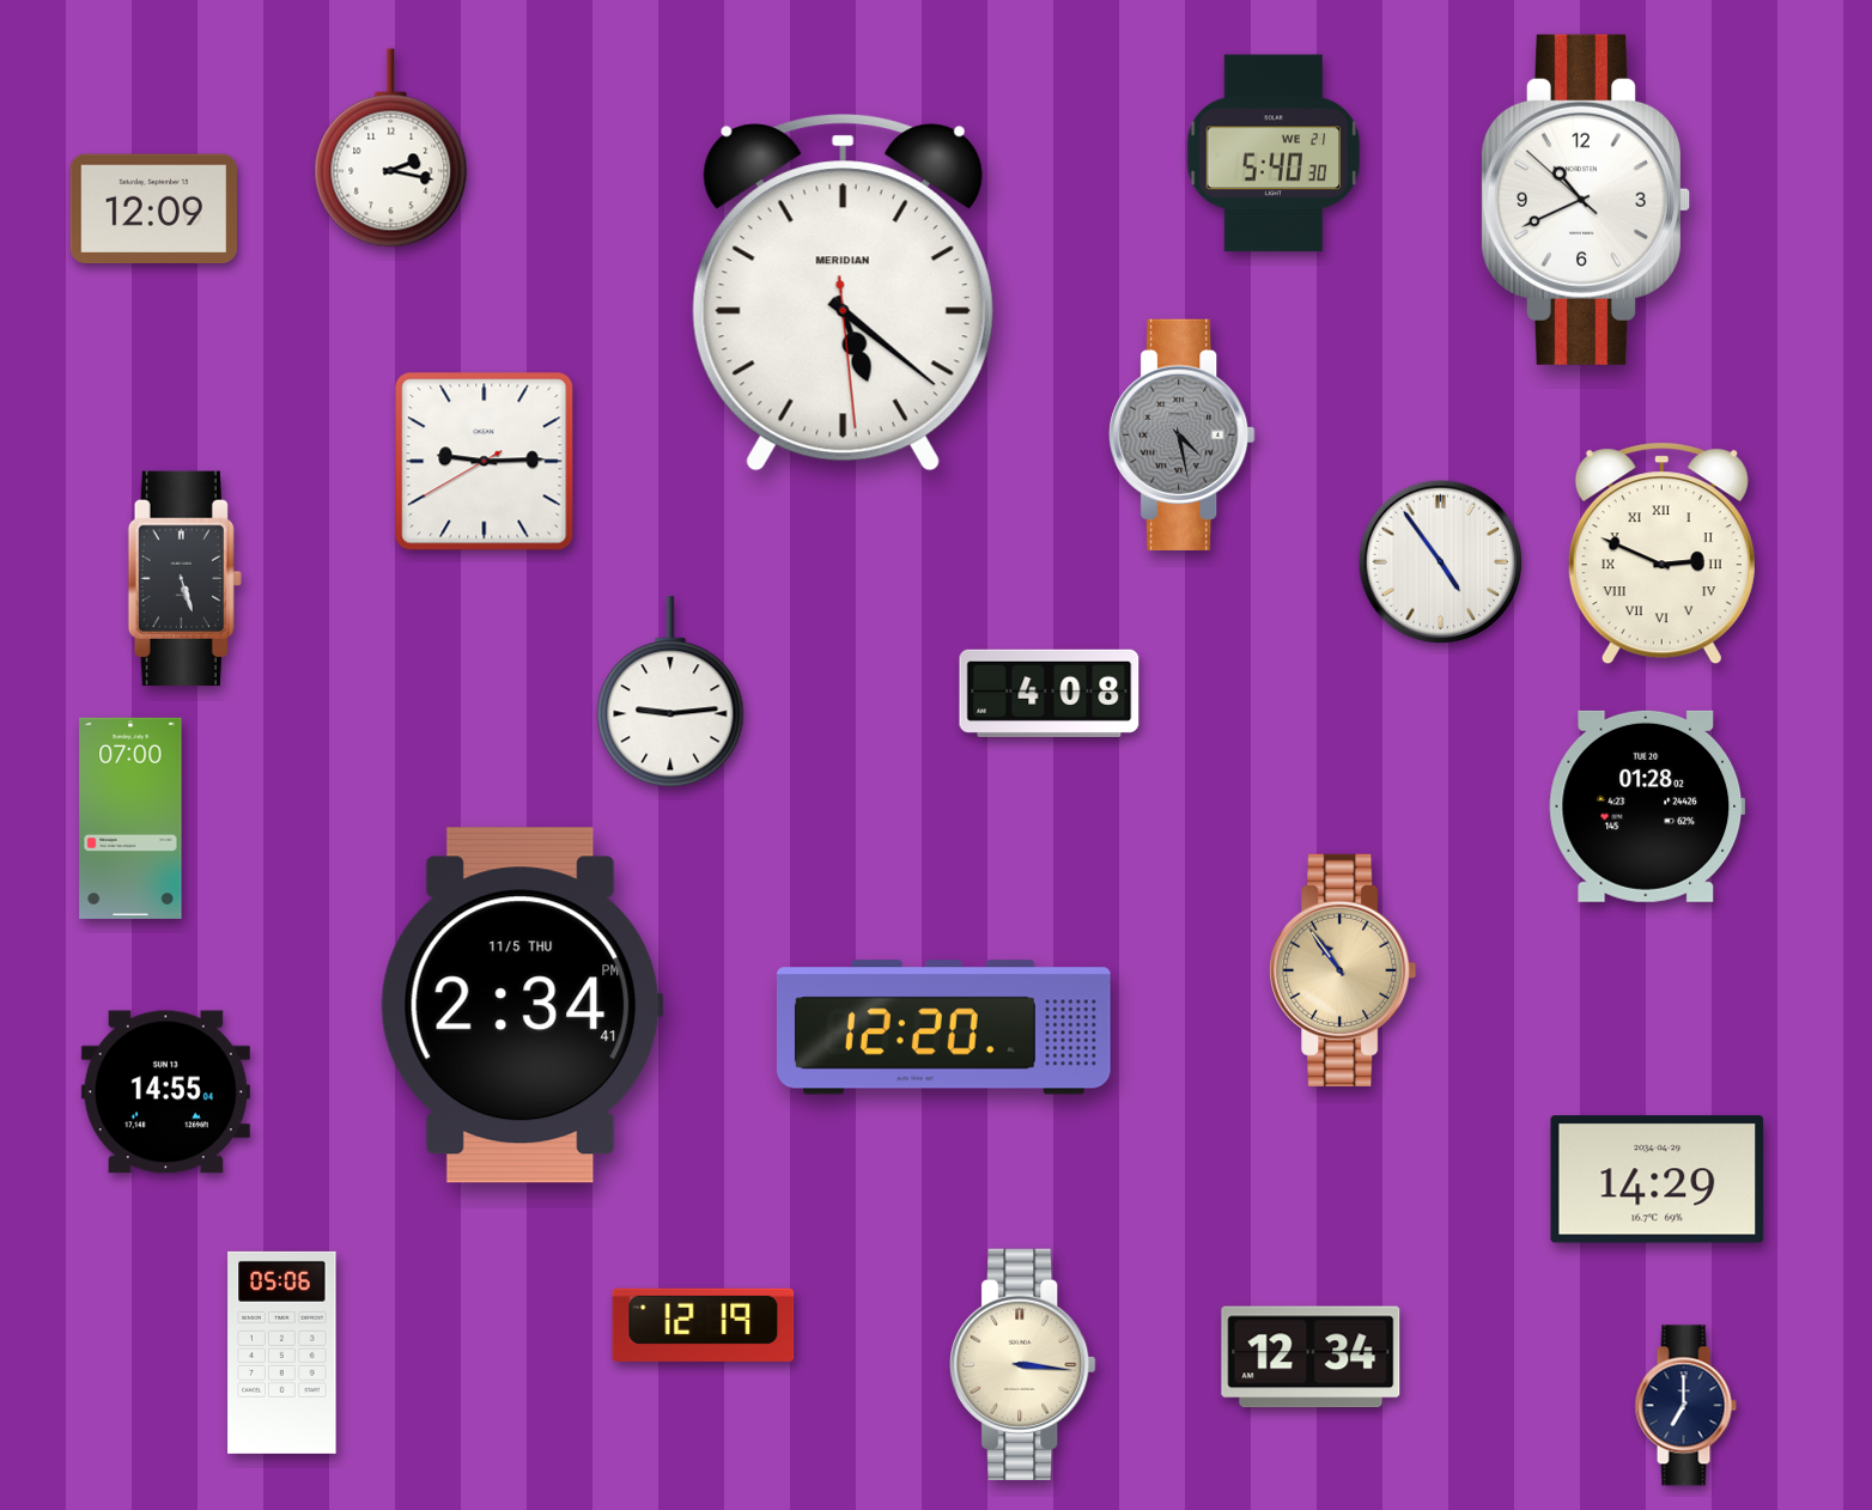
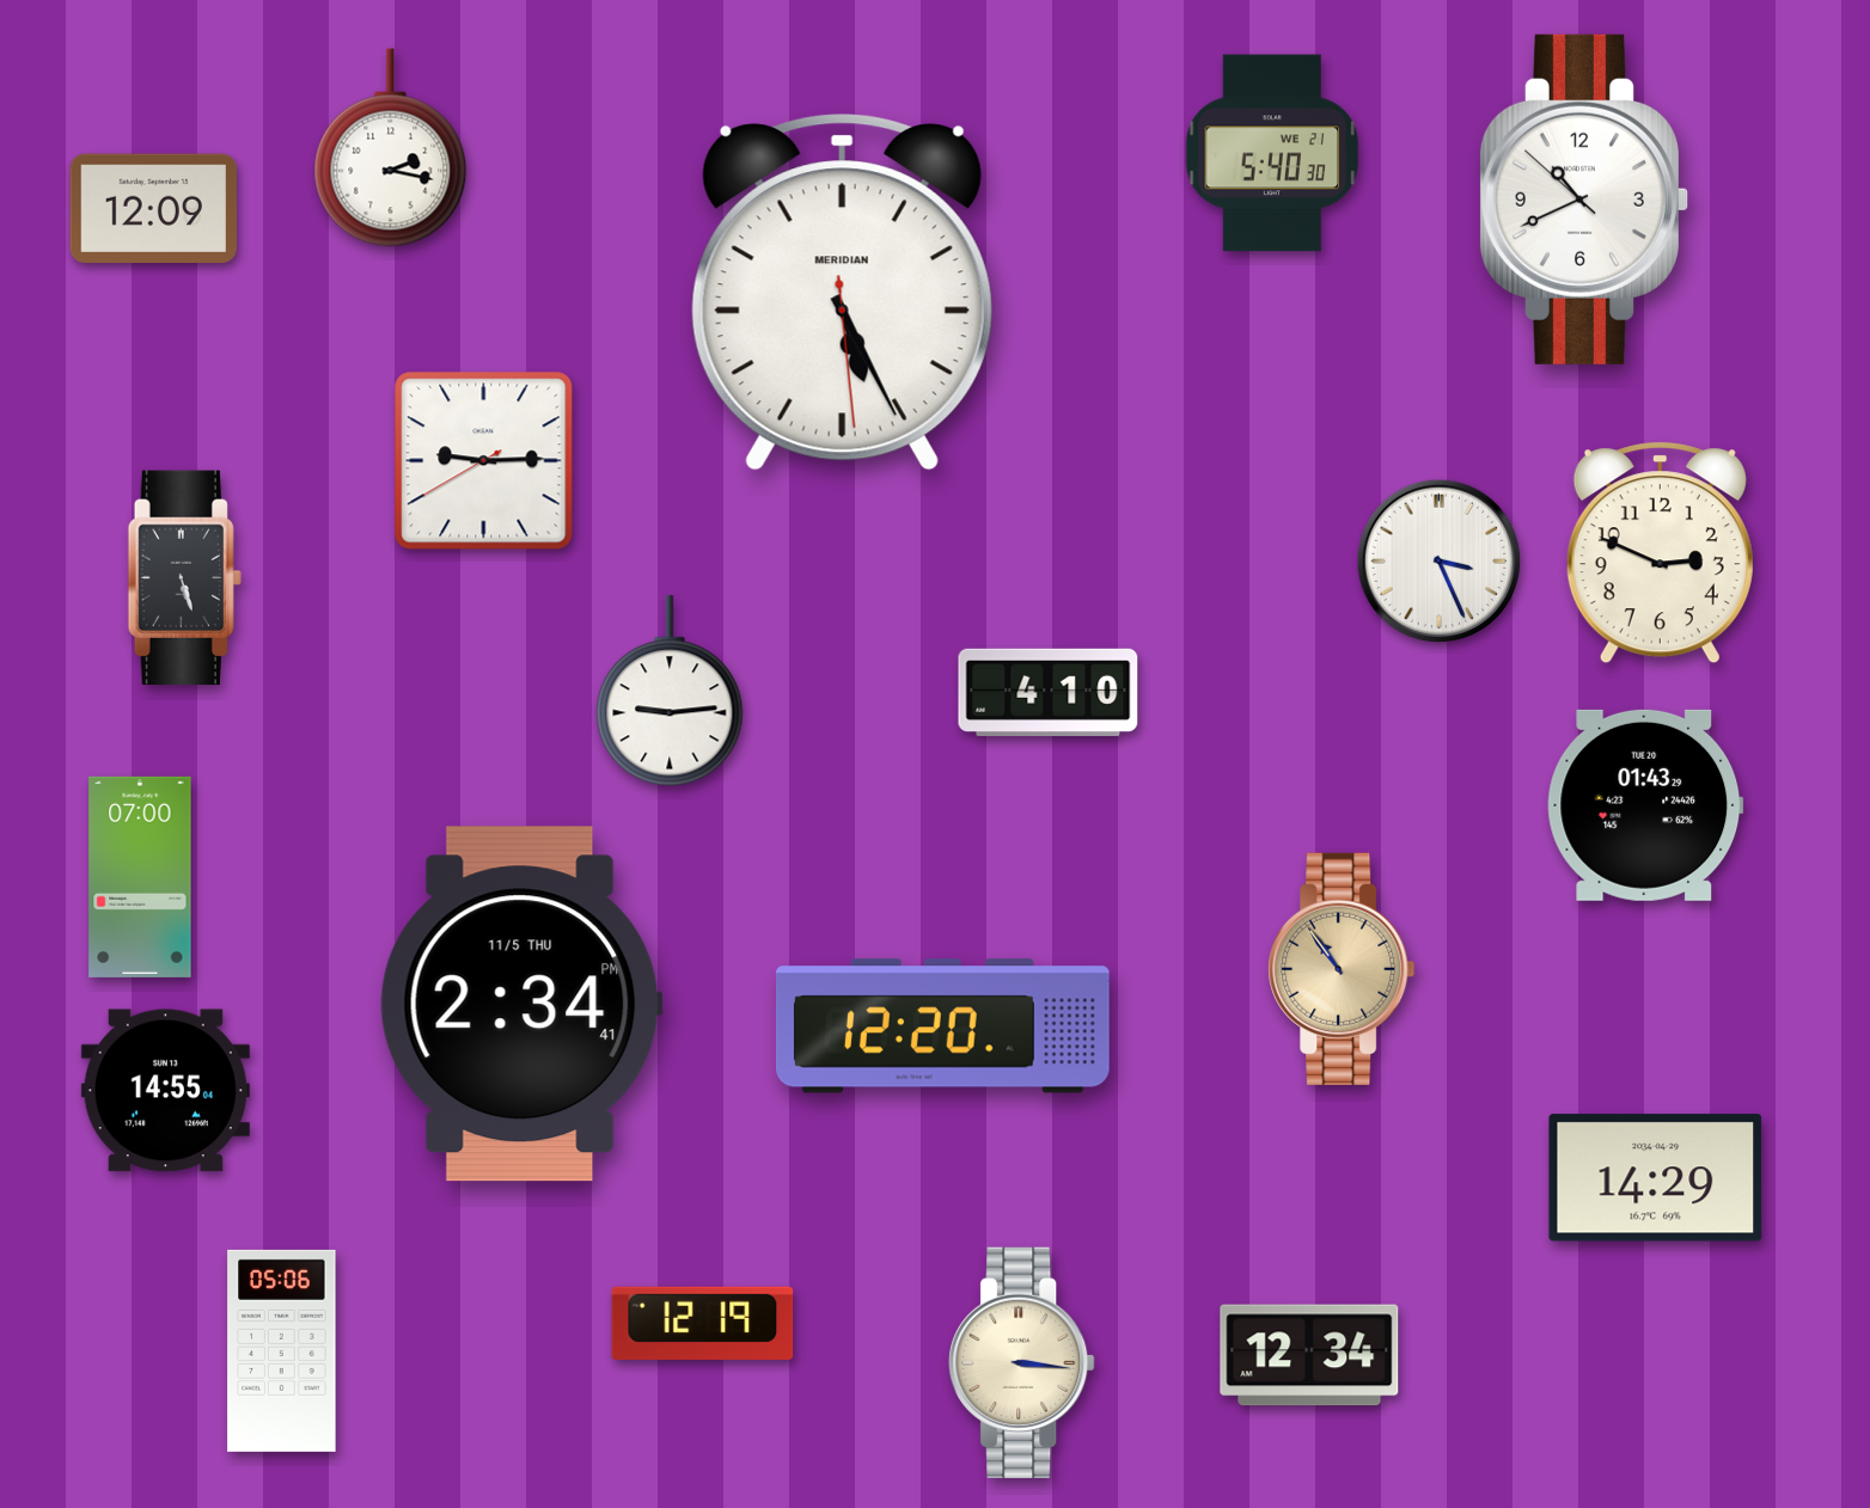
clock at (843, 293): 5:21 -> 5:25
clock at (1183, 434): 4:28 -> none
clock at (1661, 554) numerals: Roman -> Arabic
clock at (1441, 562): 4:54 -> 3:26
clock at (1050, 693): 4:08 -> 4:10
clock at (1647, 806): 01:28 -> 01:43
clock at (130, 818) position: (130, 818) -> (140, 877)
clock at (1685, 1406): 7:00 -> none
